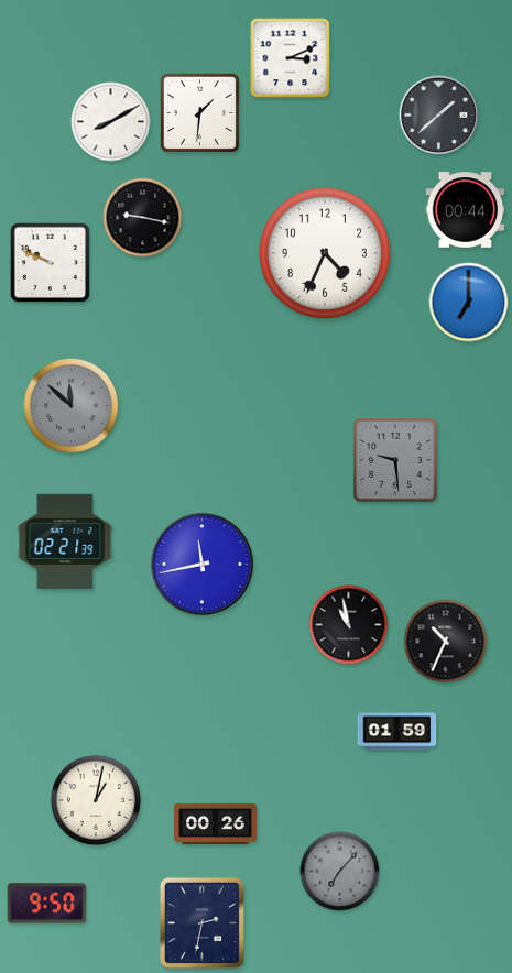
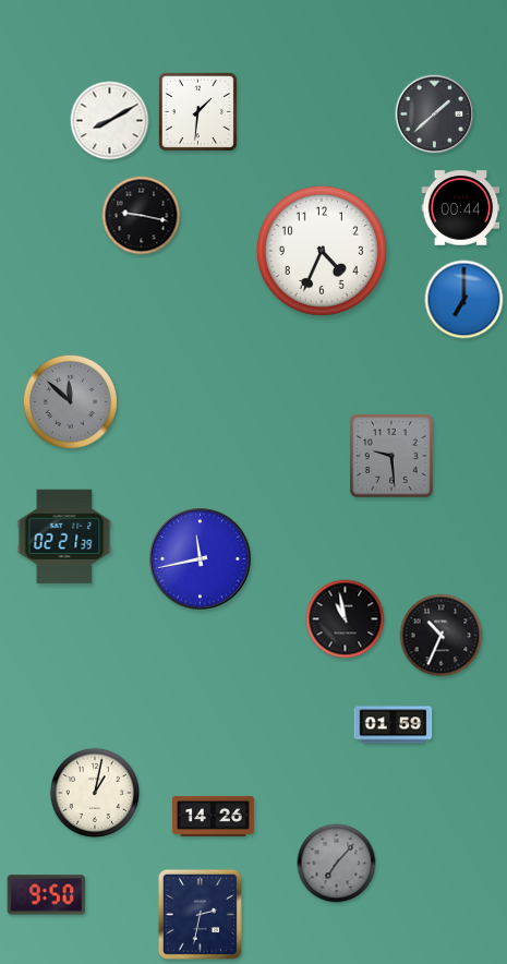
clock at (291, 58): 3:11 -> none
clock at (50, 262): 9:49 -> none
clock at (215, 823): 00:26 -> 14:26
